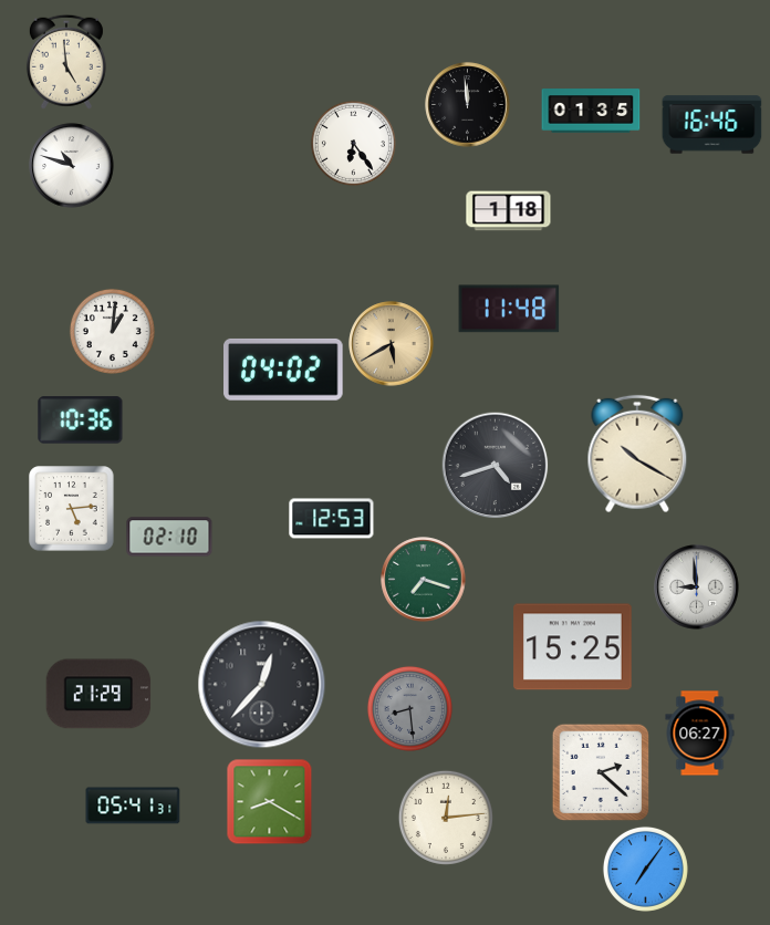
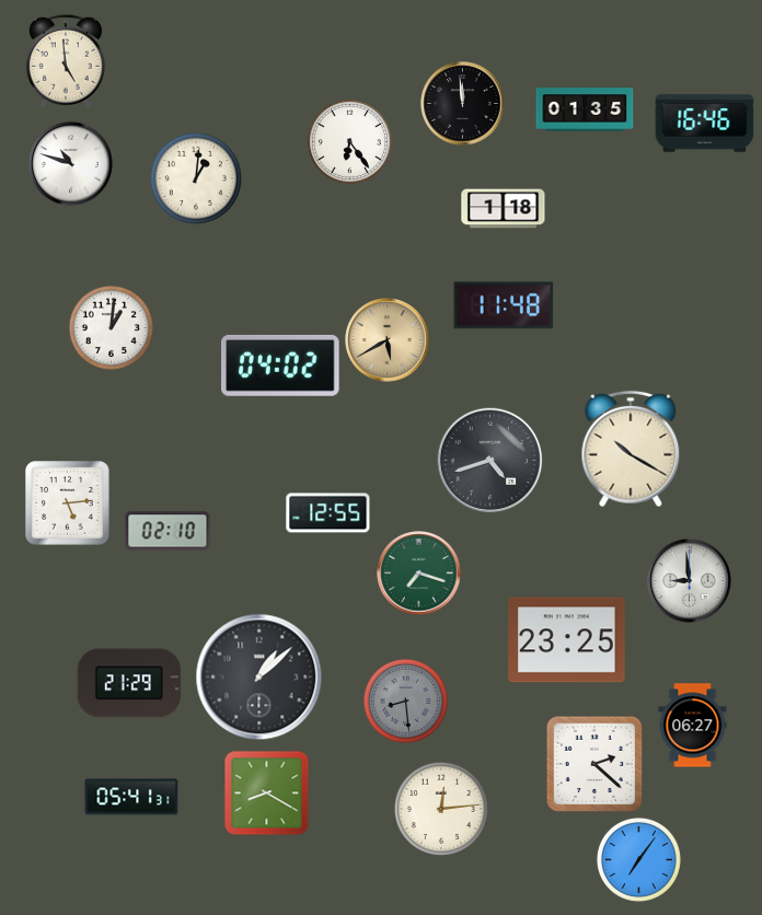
clock at (196, 178): none -> 1:01
clock at (81, 420): 10:36 -> none
clock at (72, 509) position: (72, 509) -> (68, 503)
clock at (332, 519): 12:53 -> 12:55
clock at (573, 647): 15:25 -> 23:25
clock at (262, 685): 12:37 -> 1:08
clock at (98, 694) position: (98, 694) -> (129, 683)
